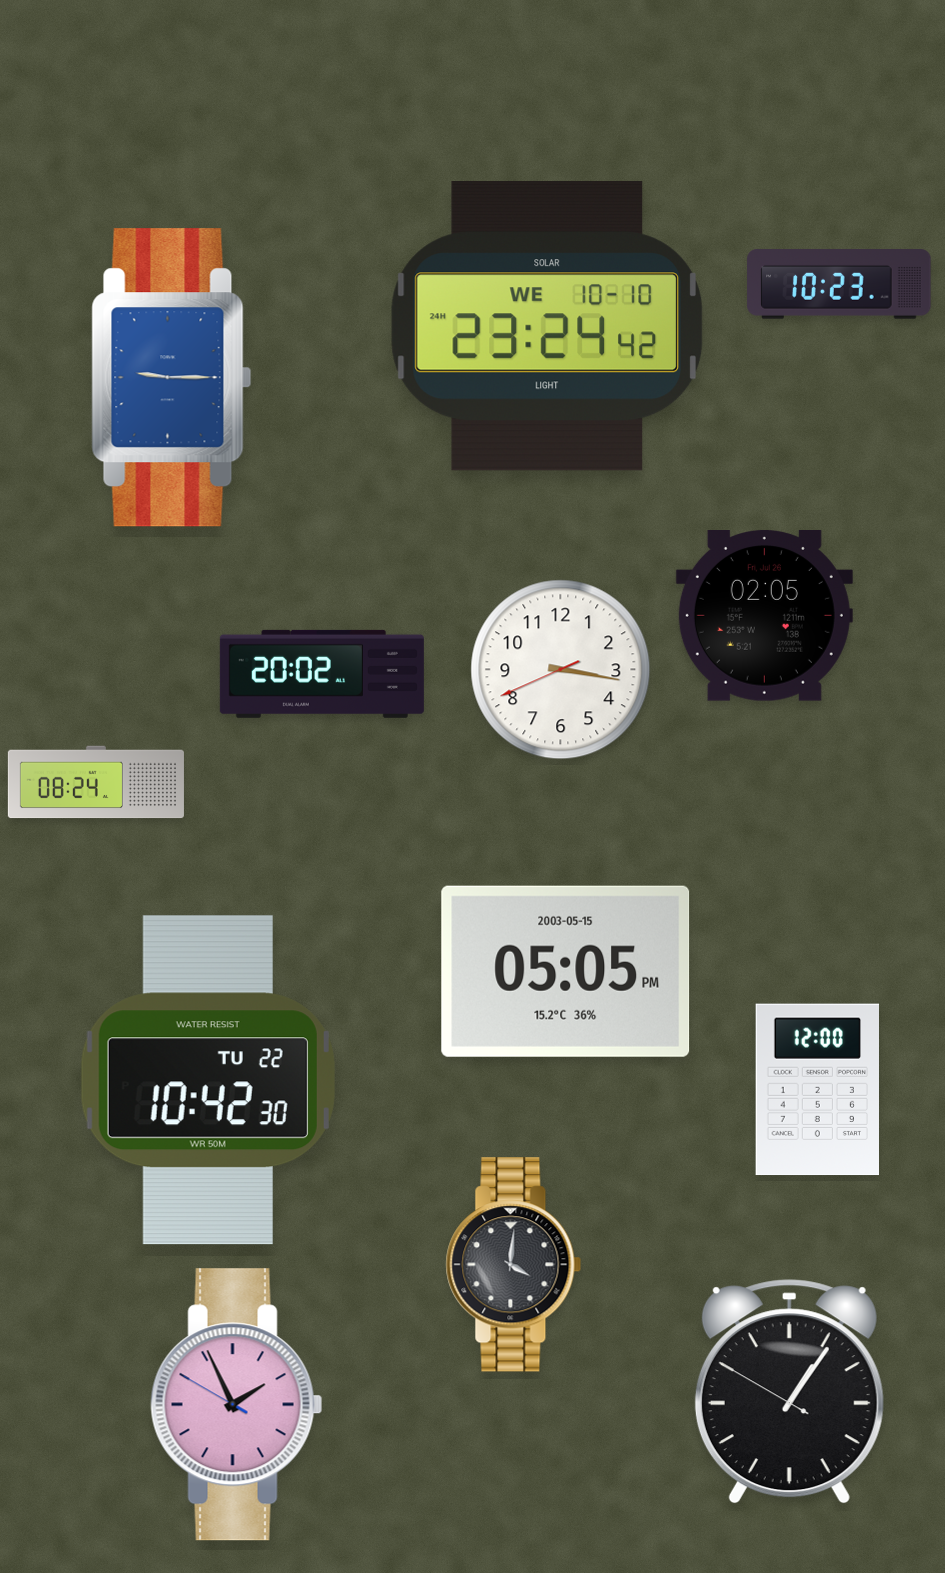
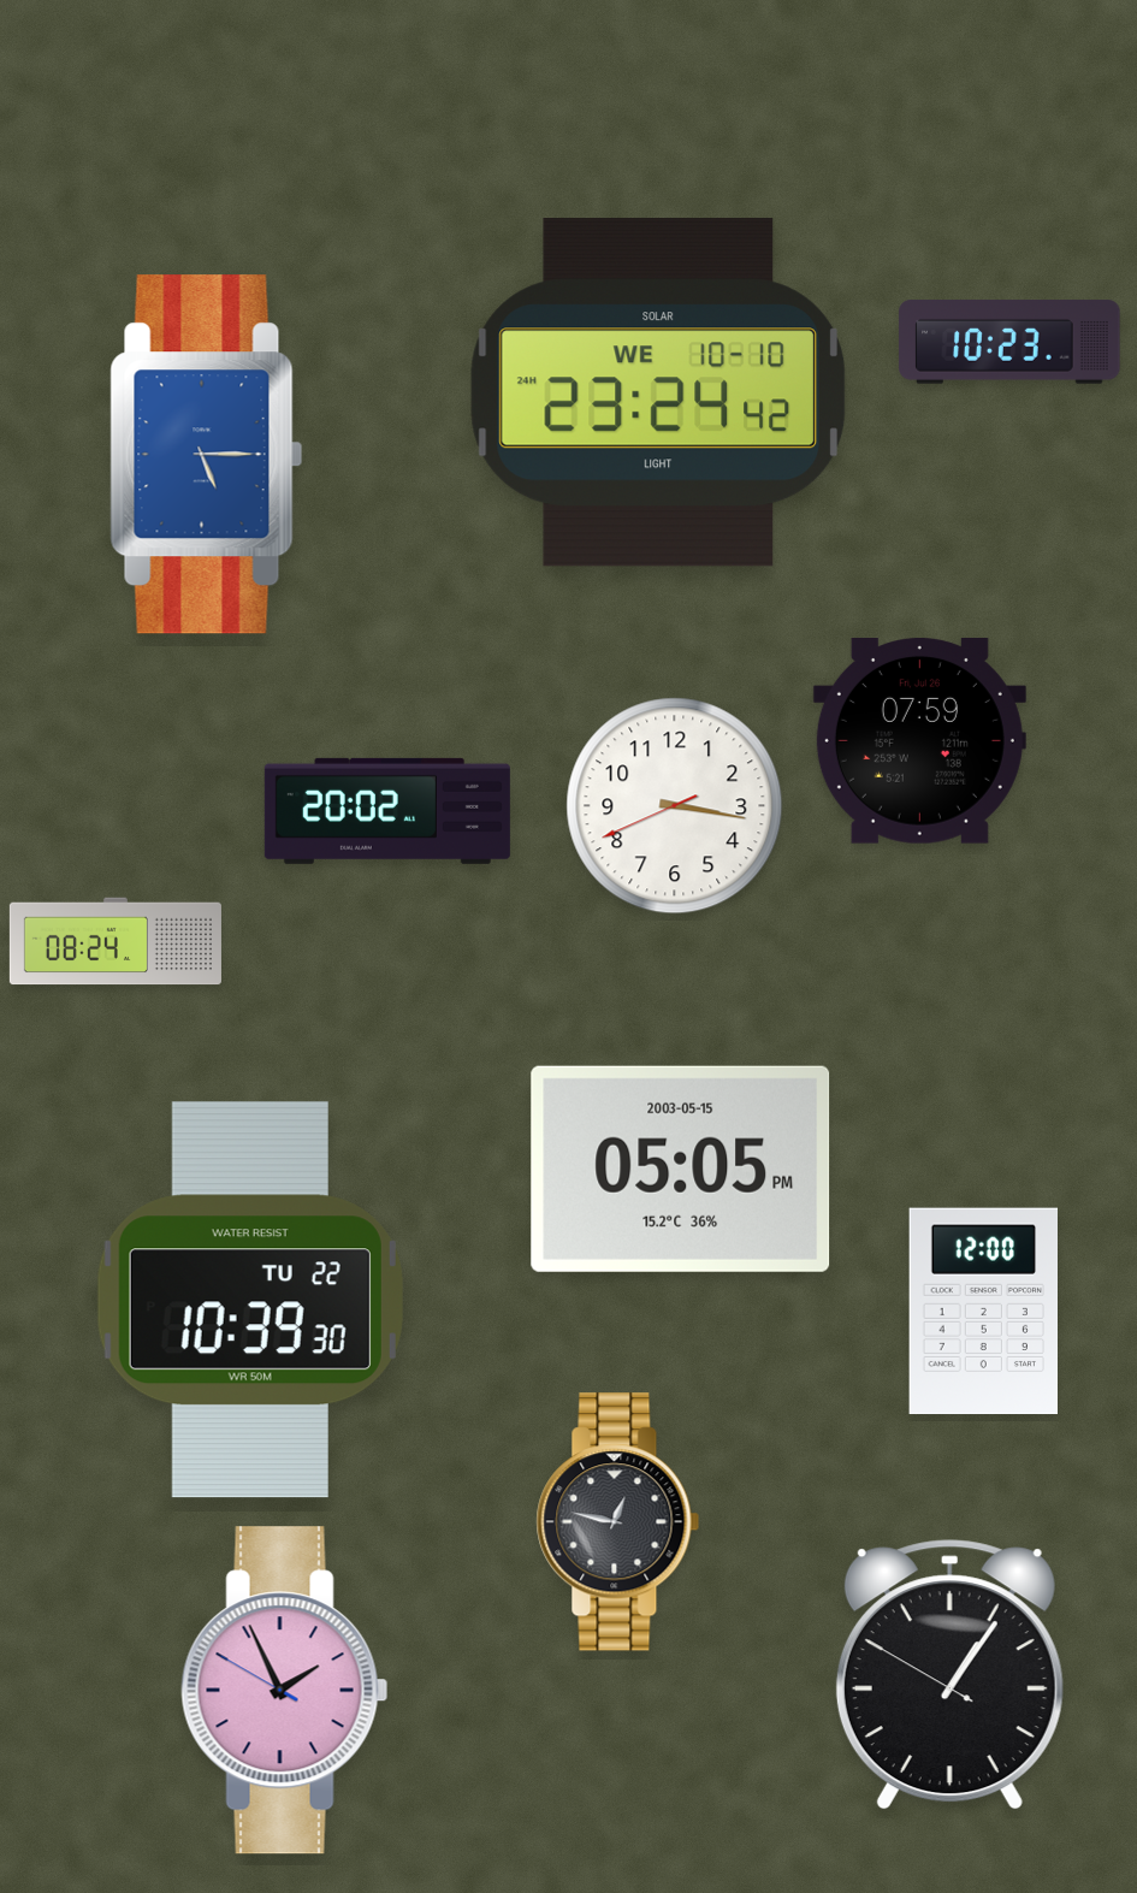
clock at (172, 378): 9:15 -> 5:15
clock at (764, 616): 02:05 -> 07:59
clock at (208, 1080): 10:42 -> 10:39
clock at (514, 1265): 4:01 -> 12:47
